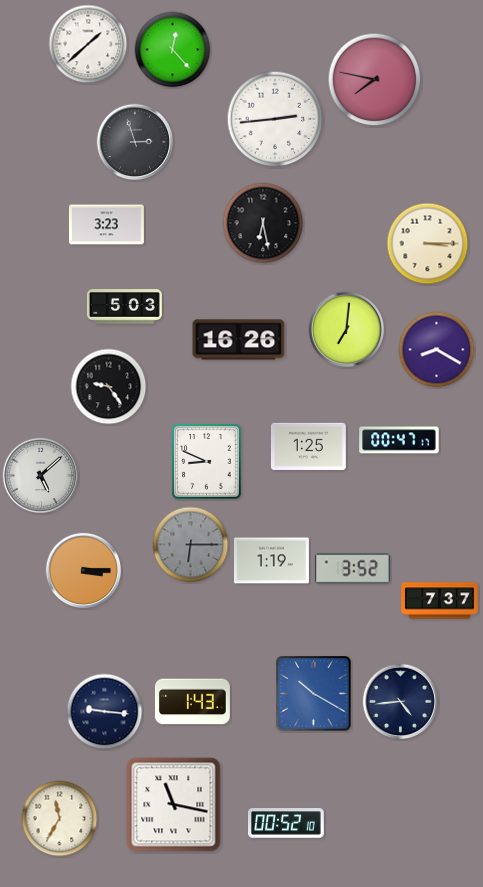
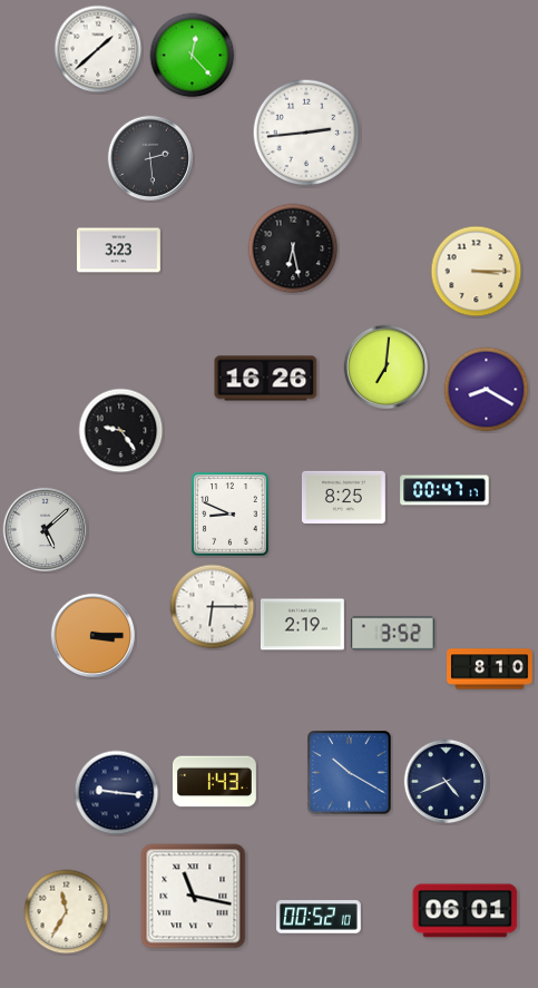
clock at (375, 80): 7:47 -> none
clock at (135, 142): 2:57 -> 2:29
clock at (124, 307): 5:03 -> none
clock at (308, 446): 1:25 -> 8:25
clock at (191, 545) dial: grey -> white
clock at (271, 561): 1:19 -> 2:19
clock at (440, 601): 7:37 -> 8:10
clock at (401, 702): 4:44 -> 4:41
clock at (466, 911): none -> 06:01
